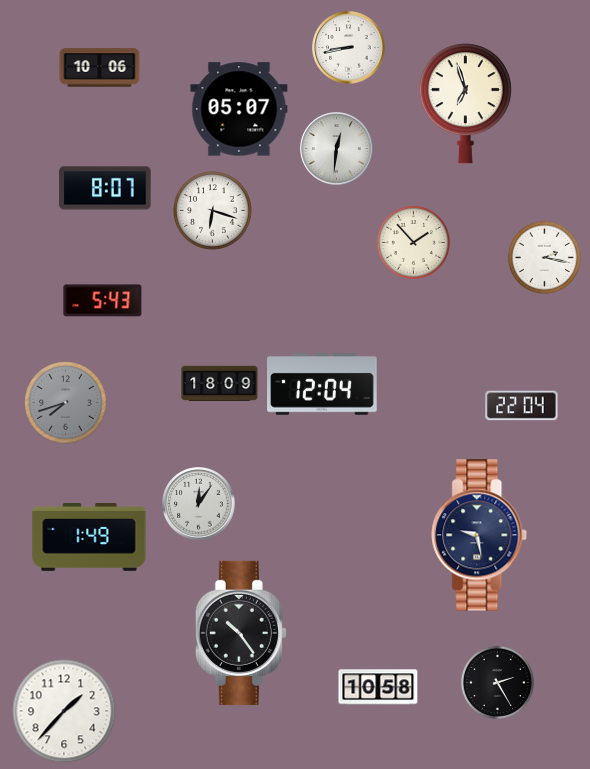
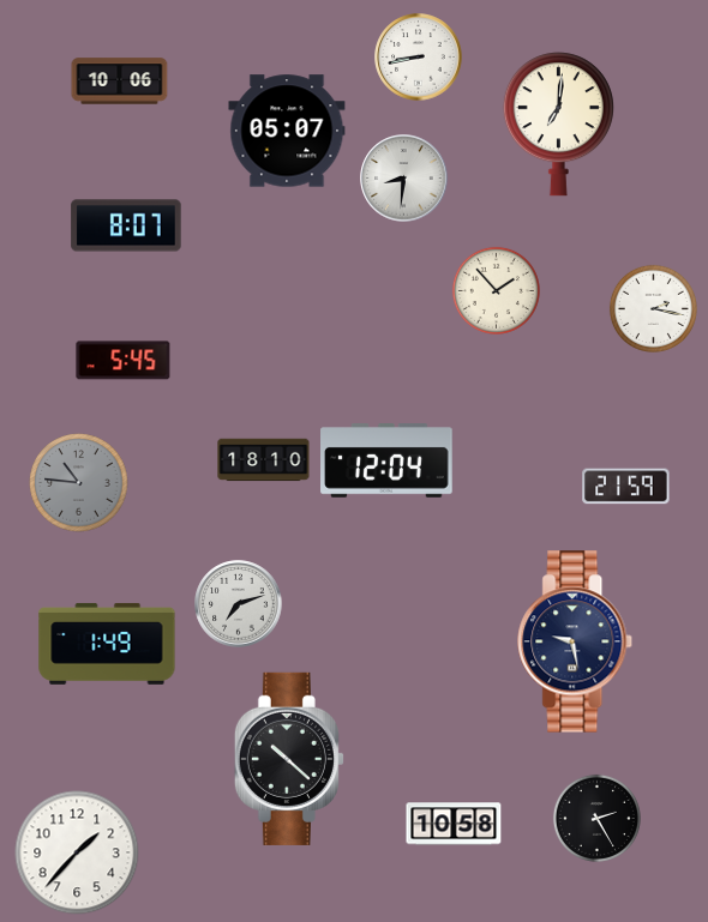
clock at (465, 104): 6:57 -> 7:01
clock at (337, 149): 12:31 -> 8:31
clock at (213, 211): 6:18 -> none
clock at (103, 301): 5:43 -> 5:45
clock at (220, 384): 18:09 -> 18:10
clock at (66, 403): 7:42 -> 10:46
clock at (522, 406): 22:04 -> 21:59
clock at (199, 504): 12:06 -> 7:12
clock at (241, 633): 10:24 -> 10:22
